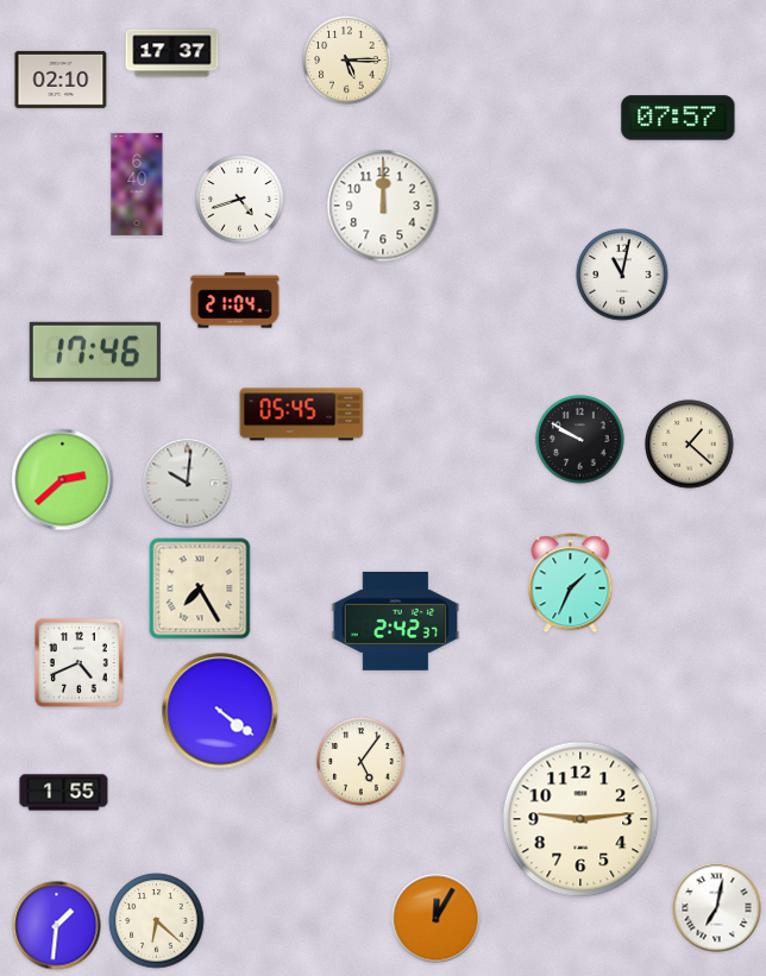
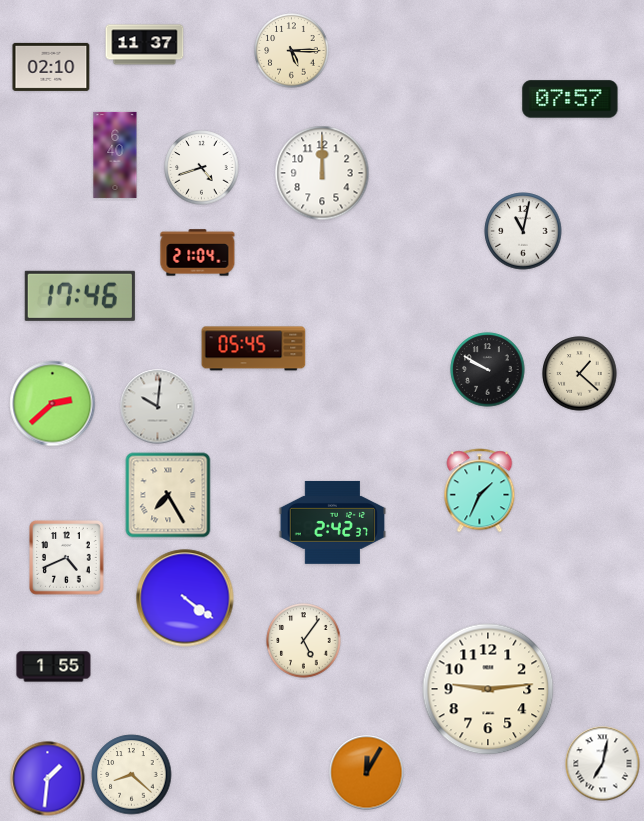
clock at (172, 53): 17:37 -> 11:37
clock at (157, 921): 6:22 -> 8:22
